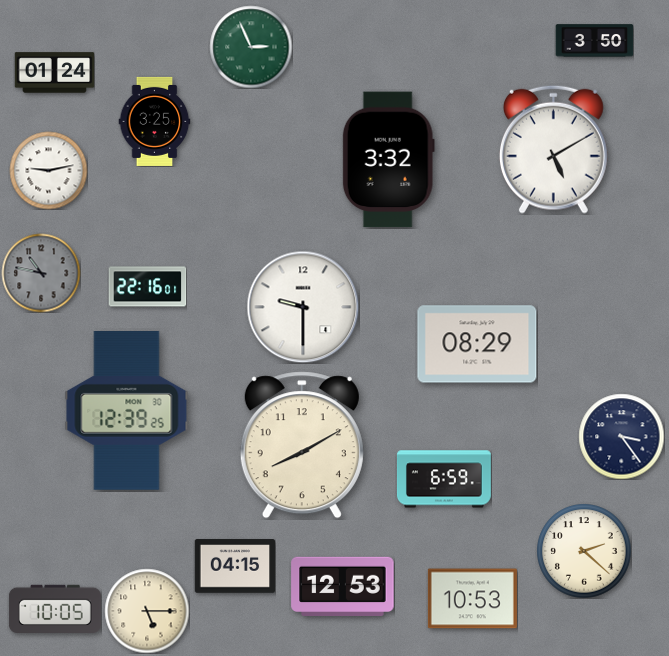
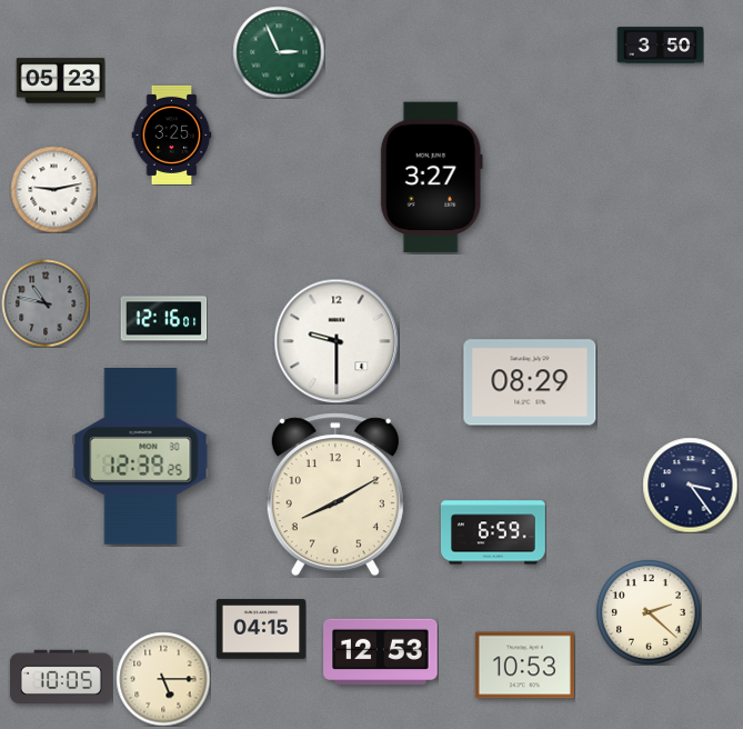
clock at (54, 73): 01:24 -> 05:23
clock at (553, 149): 5:10 -> none
clock at (388, 160): 3:32 -> 3:27
clock at (147, 287): 22:16 -> 12:16
